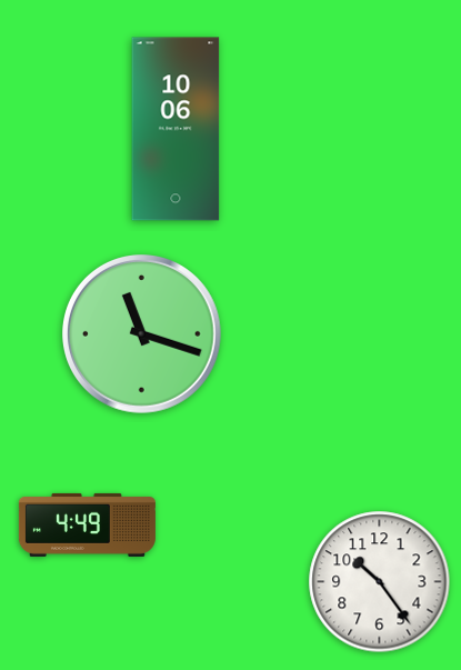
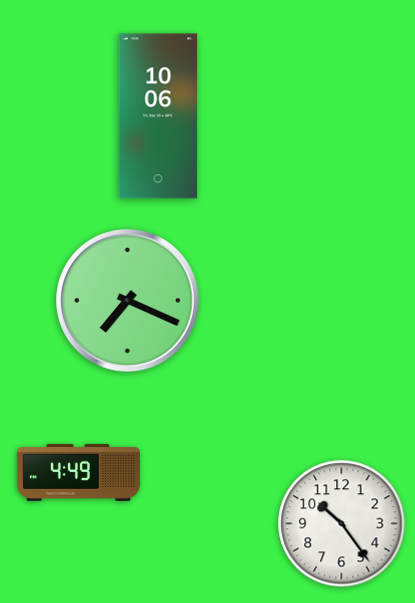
clock at (142, 334): 11:18 -> 7:19
